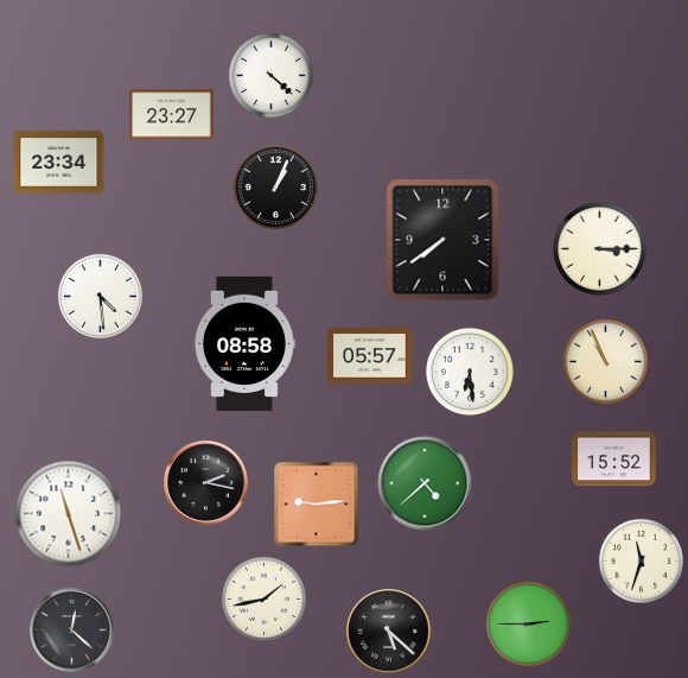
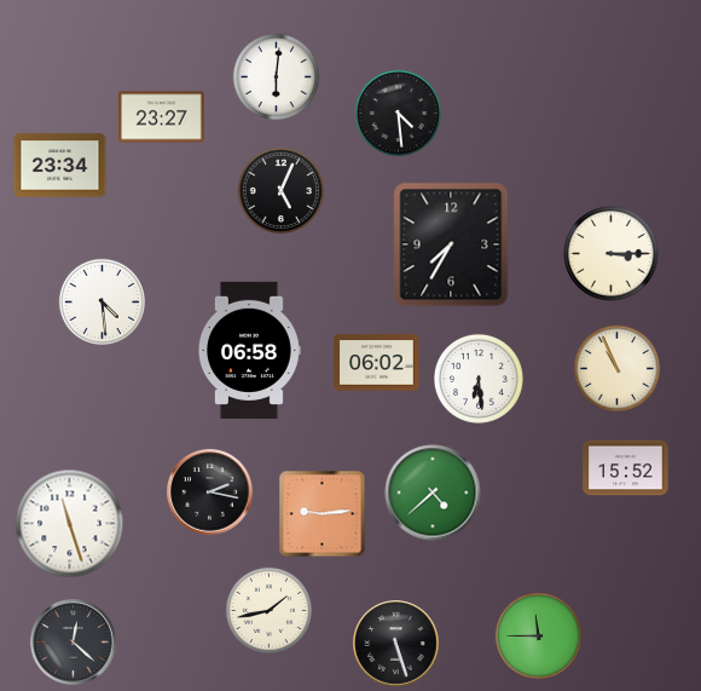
clock at (270, 75): 4:22 -> 6:01
clock at (398, 113): none -> 4:29
clock at (172, 115) position: (172, 115) -> (162, 117)
clock at (275, 186): 1:04 -> 5:04
clock at (442, 240): 7:39 -> 7:35
clock at (244, 343): 08:58 -> 06:58
clock at (370, 356): 05:57 -> 06:02
clock at (641, 560): 11:33 -> none
clock at (528, 623): 2:45 -> 11:45
clock at (389, 632): 5:22 -> 5:27
